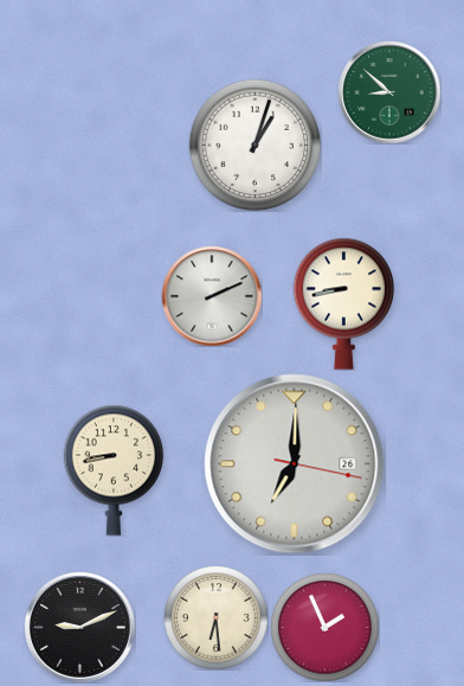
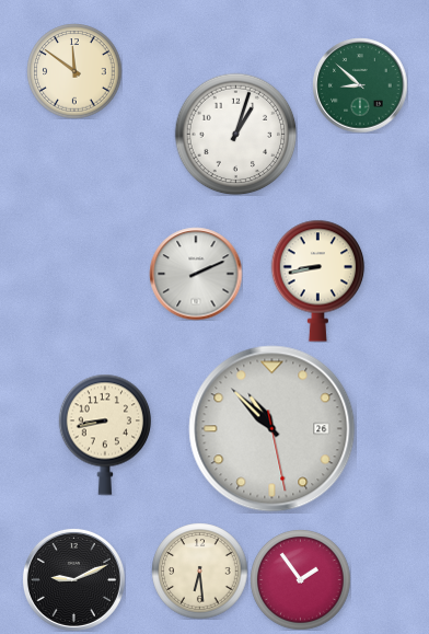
clock at (74, 71): none -> 11:51
clock at (295, 464): 7:00 -> 10:52
clock at (326, 628): 1:56 -> 1:54
